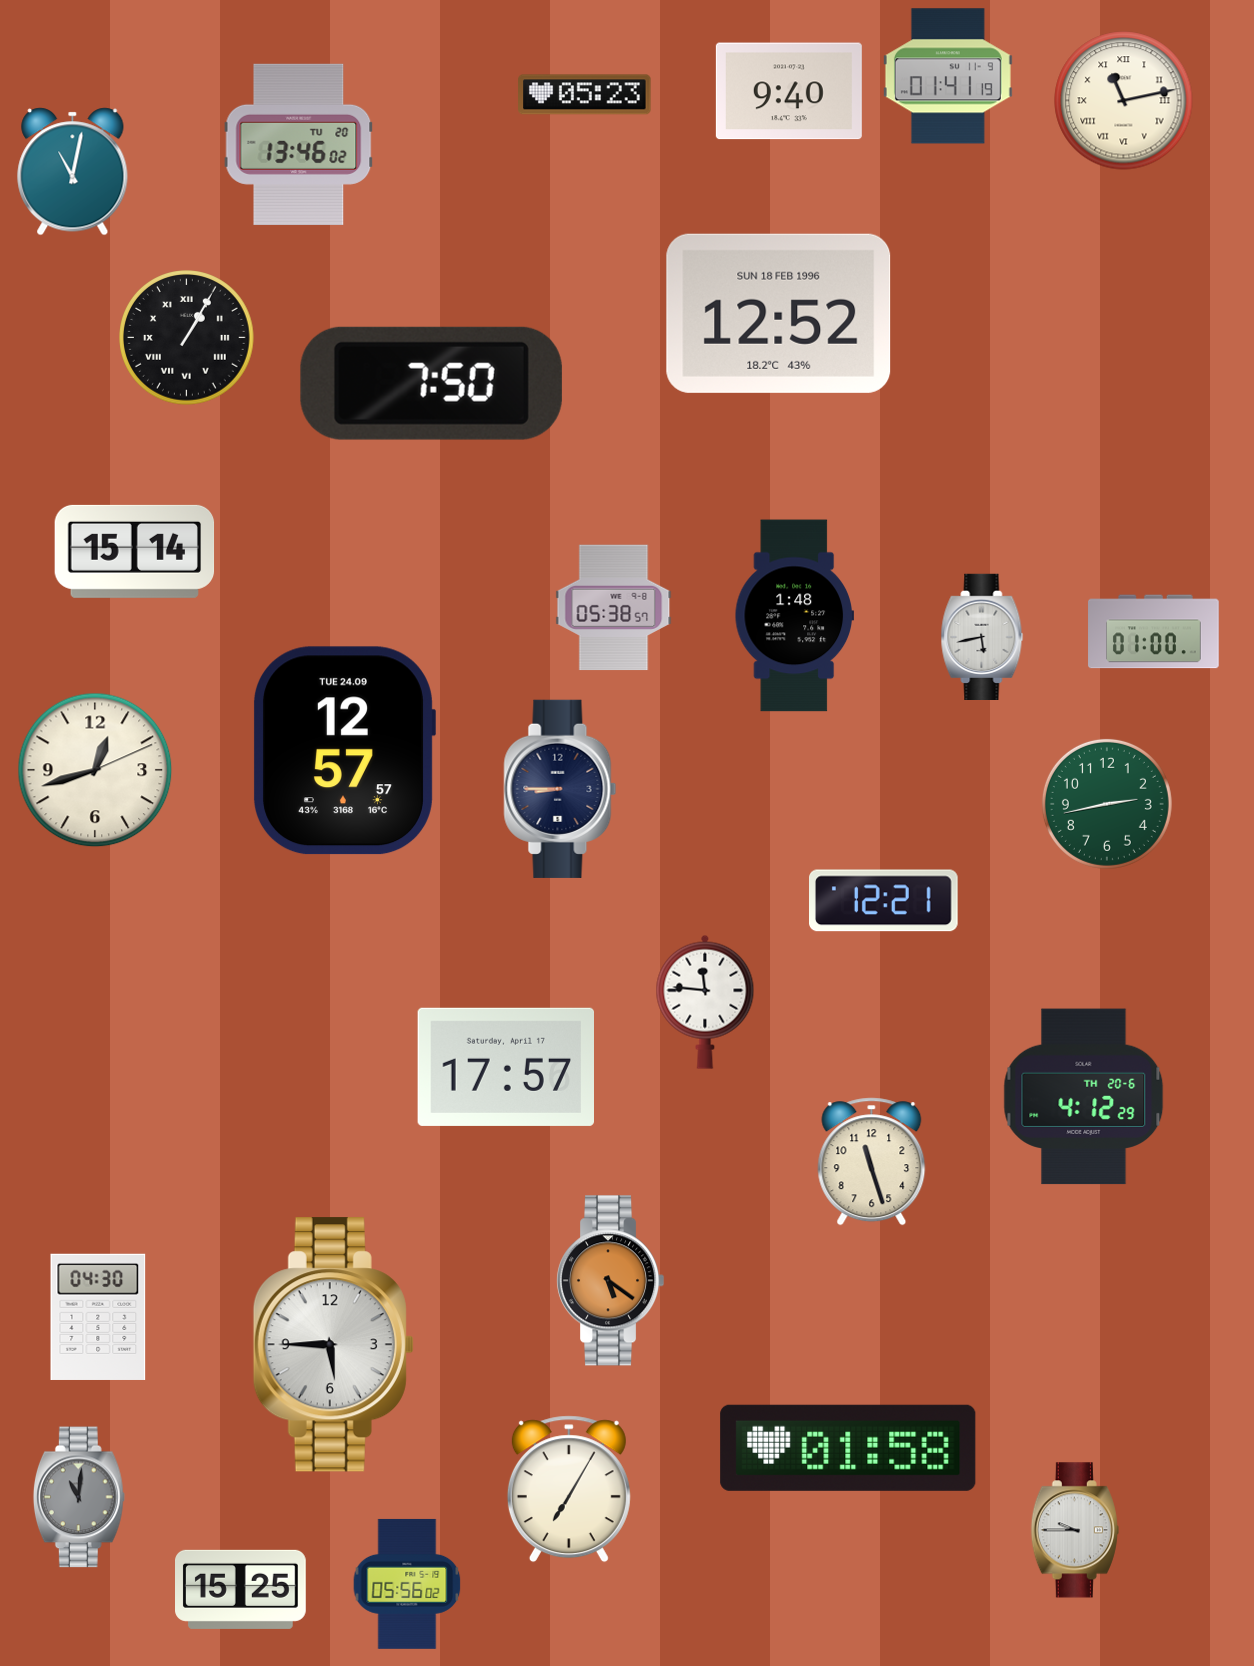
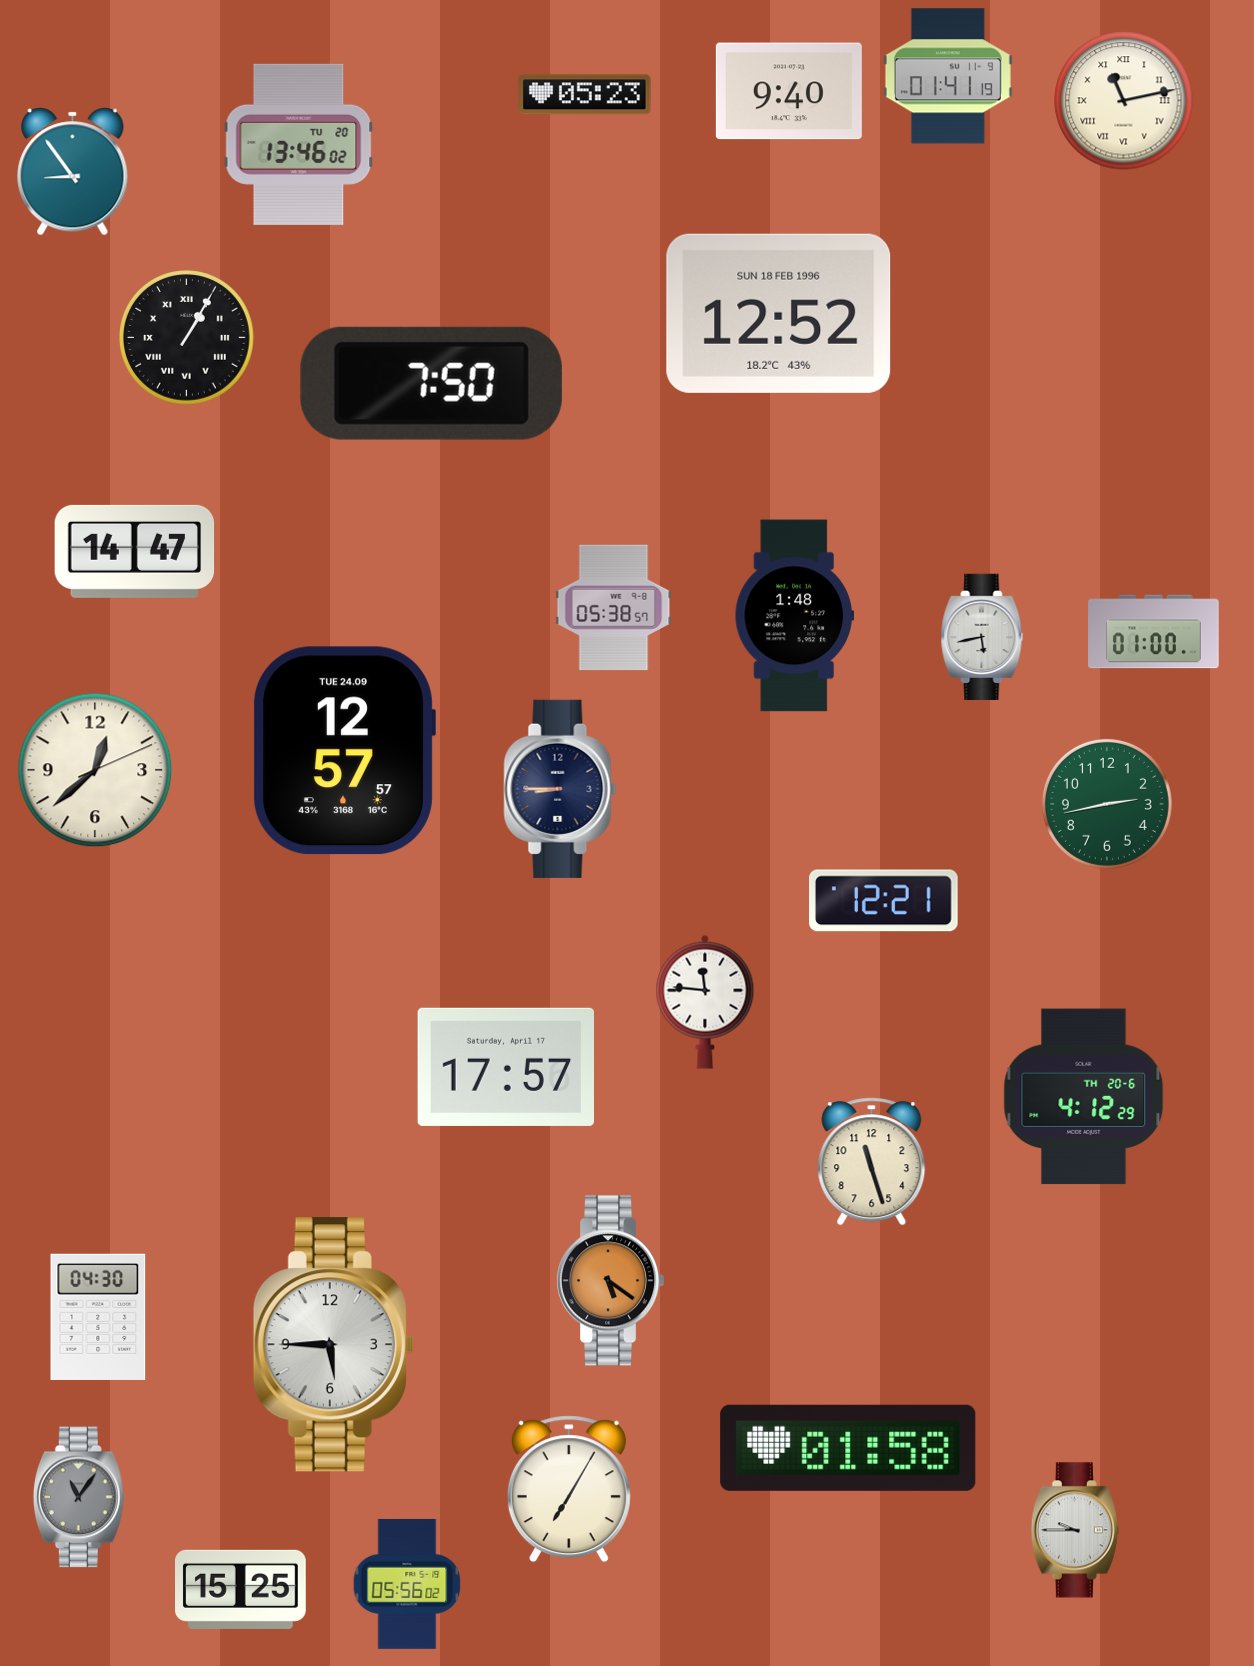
clock at (73, 172): 11:02 -> 8:54
clock at (135, 551): 15:14 -> 14:47
clock at (95, 770): 12:42 -> 12:38
clock at (79, 1497): 11:01 -> 11:06
